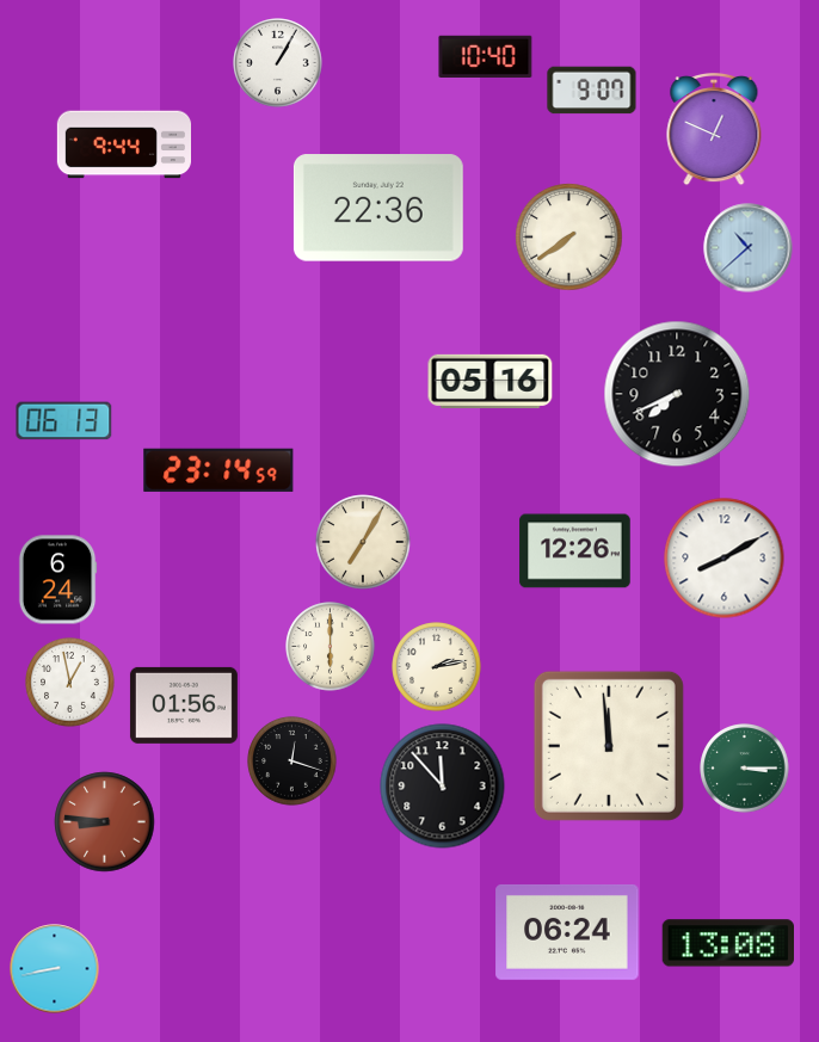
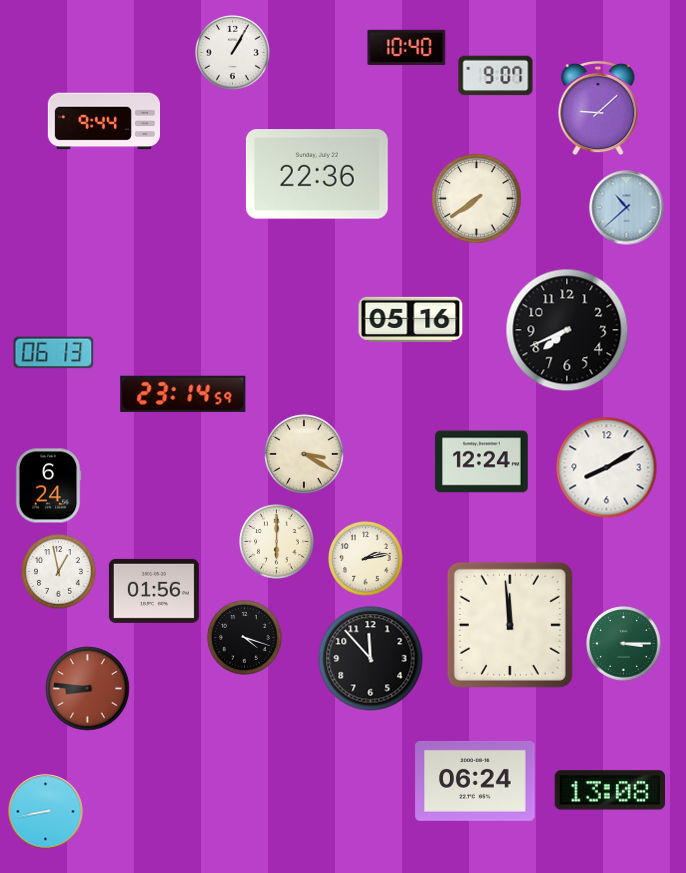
clock at (714, 129): 12:49 -> 9:08
clock at (363, 542): 7:05 -> 3:20
clock at (575, 551): 12:26 -> 12:24
clock at (292, 762): 12:18 -> 4:18
